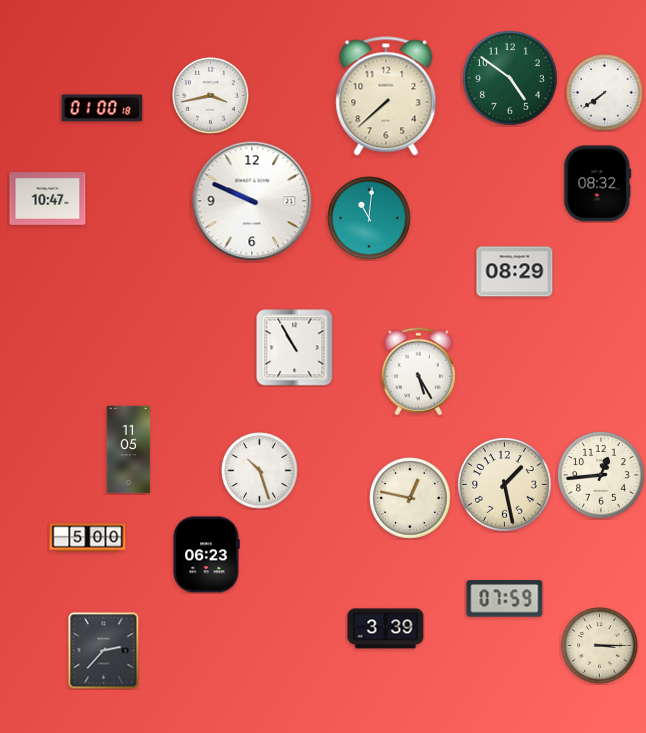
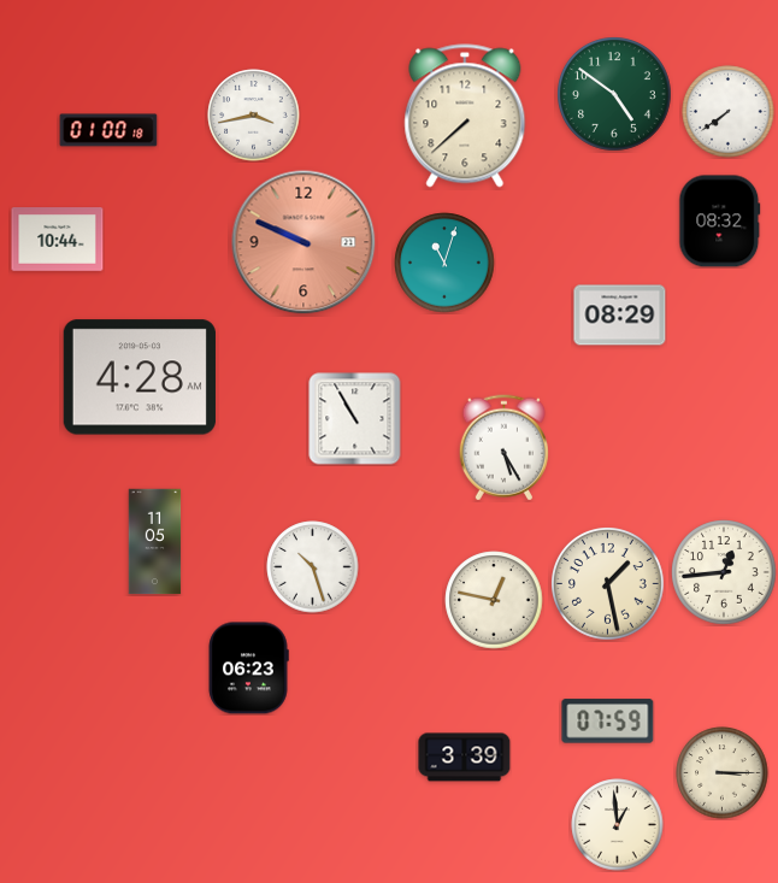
clock at (102, 108) position: (102, 108) -> (108, 130)
clock at (48, 199): 10:47 -> 10:44
clock at (252, 201) dial: white -> salmon
clock at (369, 218): 11:01 -> 11:03
clock at (515, 272) position: (515, 272) -> (620, 316)
clock at (140, 377): none -> 4:28
clock at (88, 538): 5:00 -> none
clock at (600, 646) position: (600, 646) -> (723, 773)
clock at (104, 651): 2:37 -> none
clock at (618, 825): none -> 12:59
